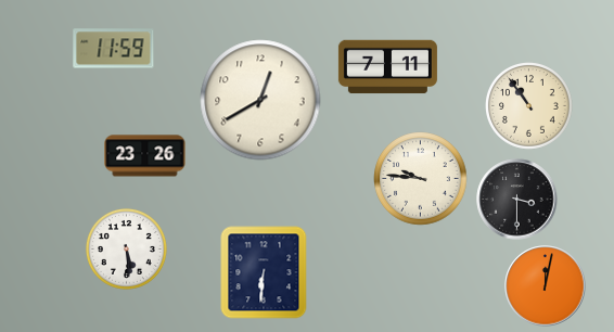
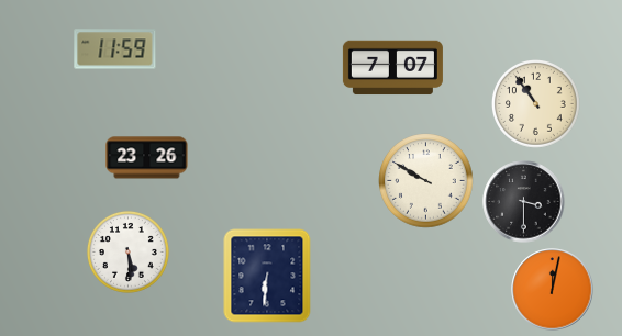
clock at (387, 67): 7:11 -> 7:07
clock at (260, 100): 12:40 -> none
clock at (529, 106) position: (529, 106) -> (536, 104)
clock at (421, 179): 9:46 -> 9:50
